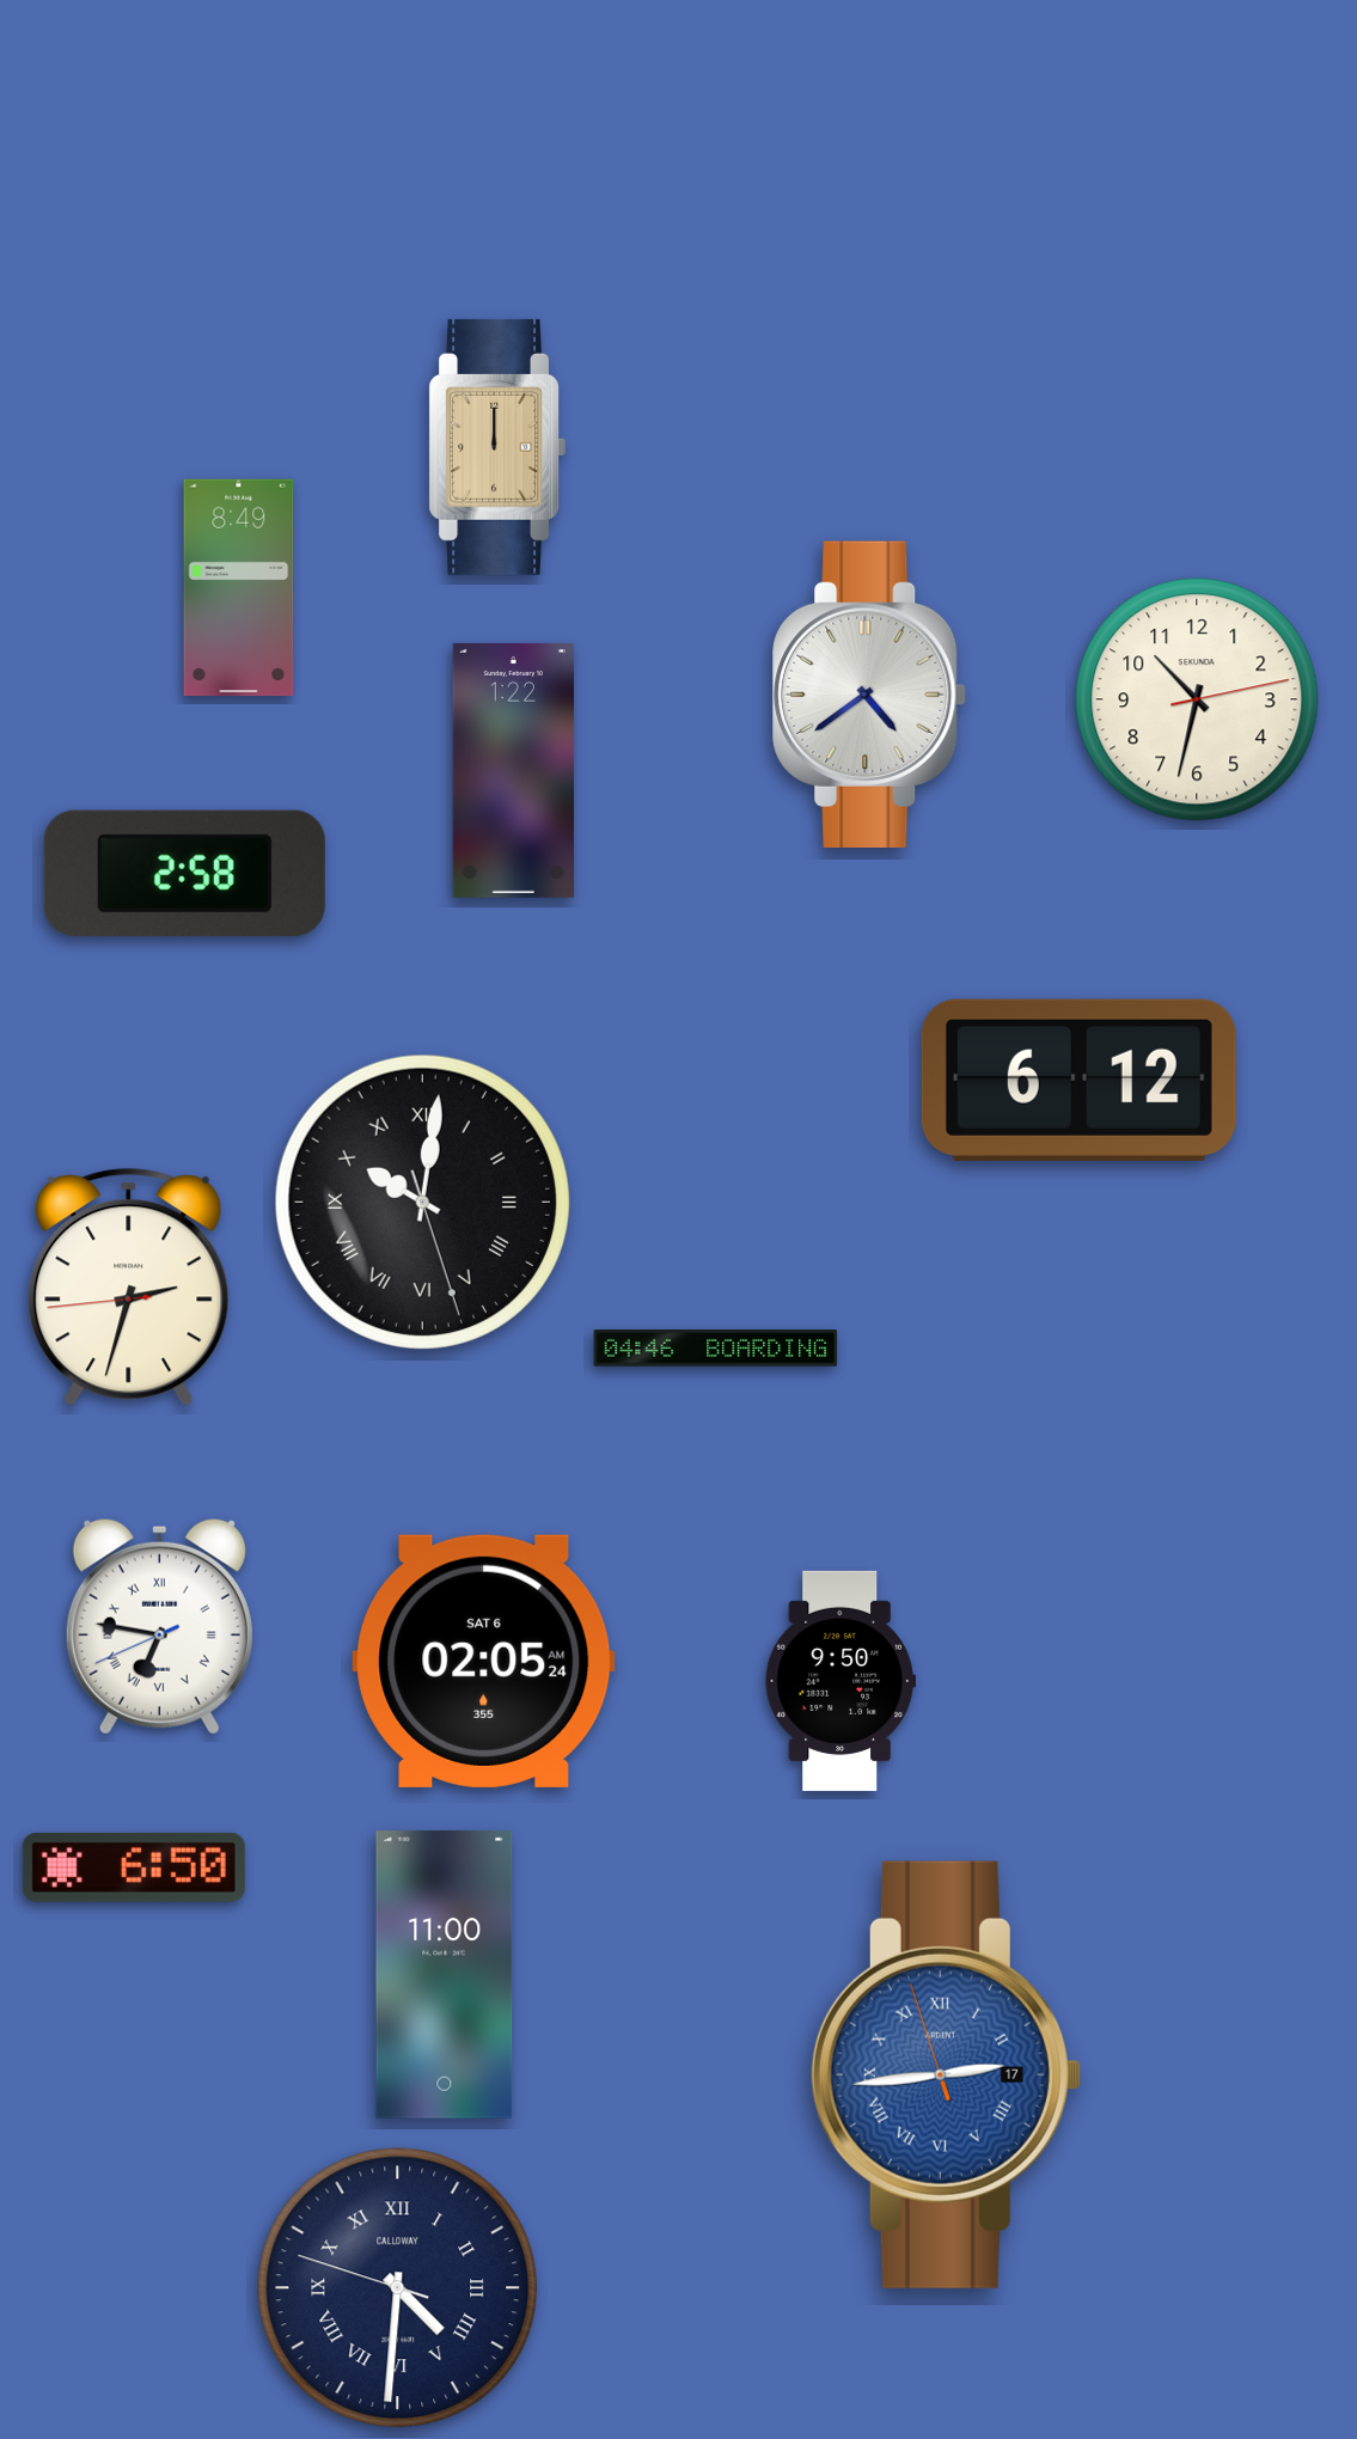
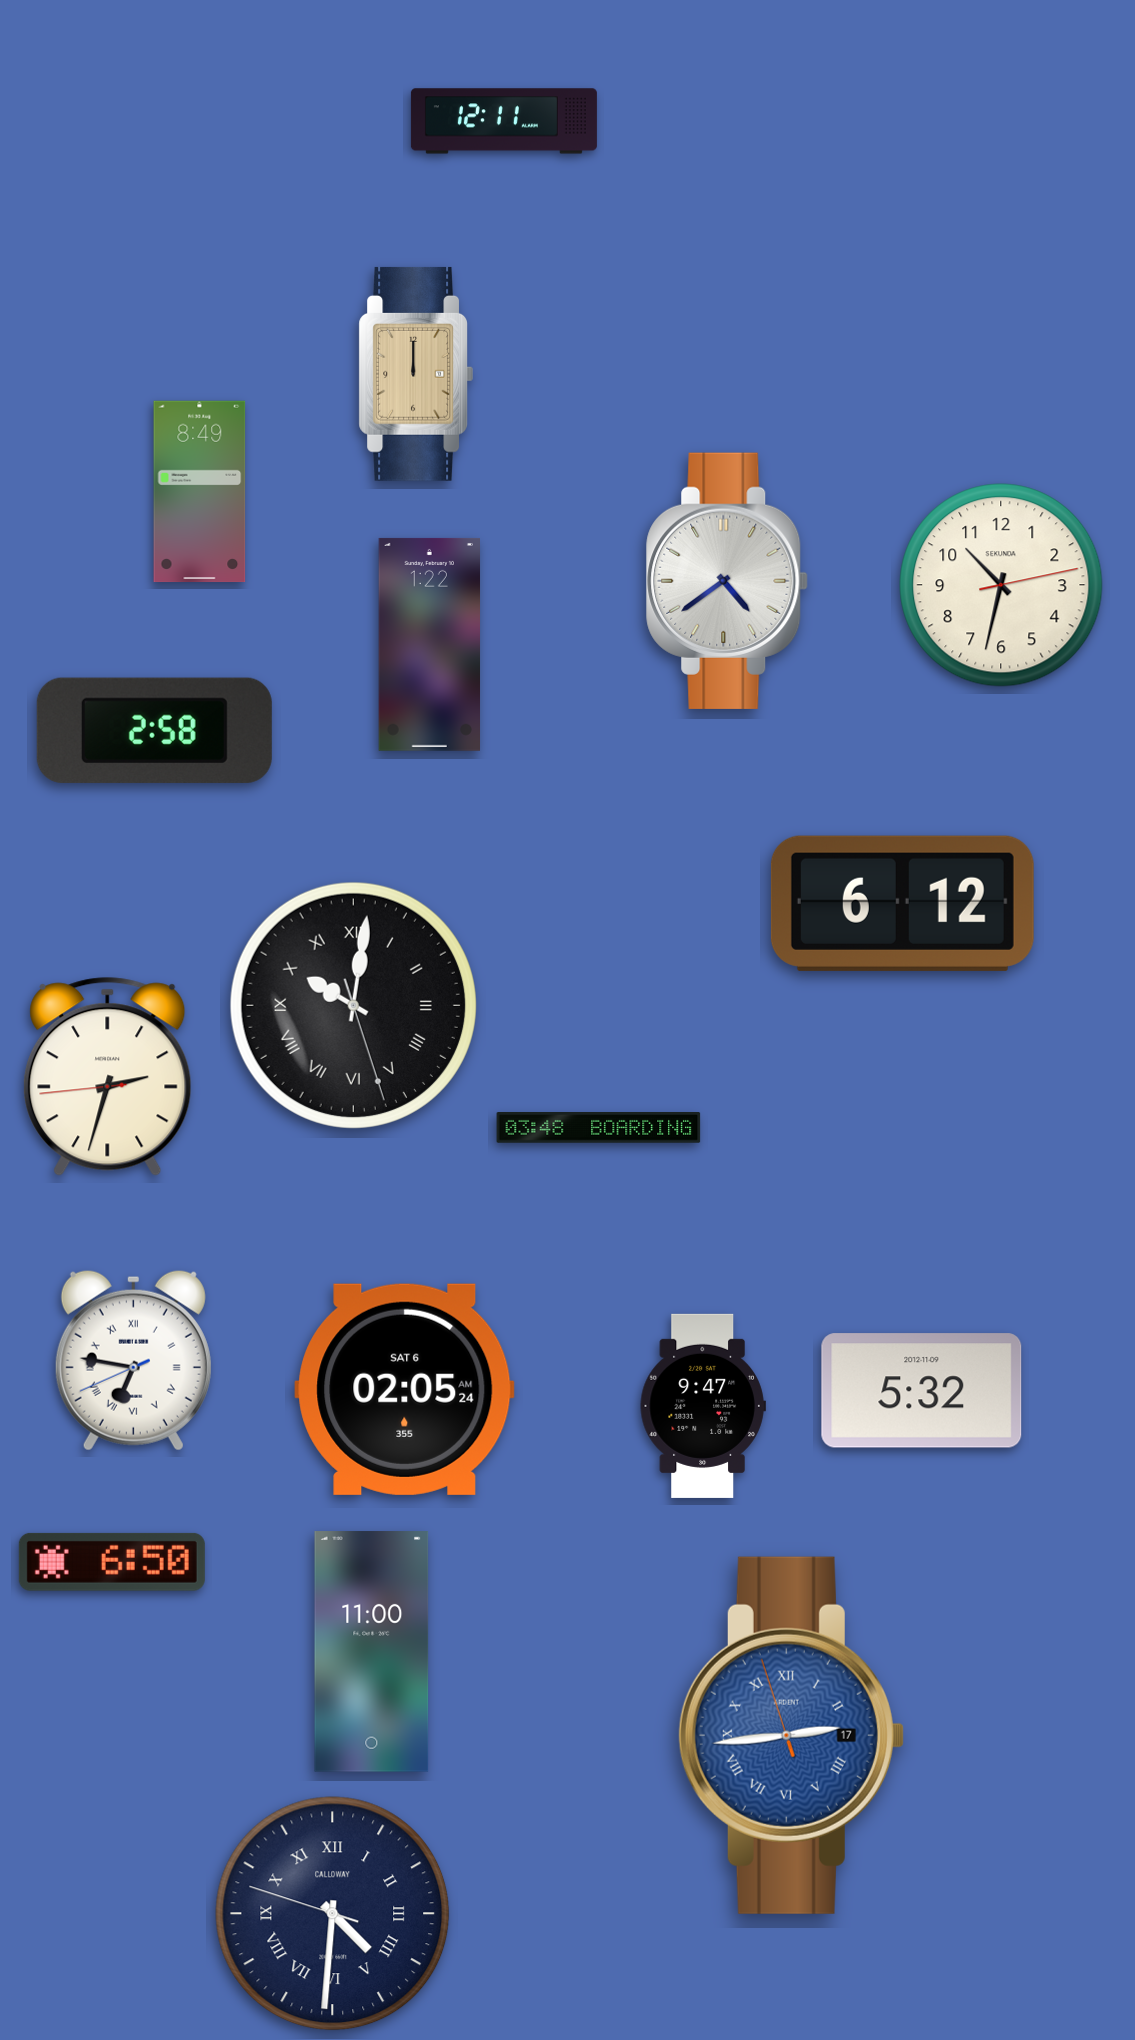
clock at (504, 121): none -> 12:11
clock at (716, 1349): 04:46 -> 03:48
clock at (922, 1391): none -> 5:32
clock at (841, 1681): 9:50 -> 9:47
